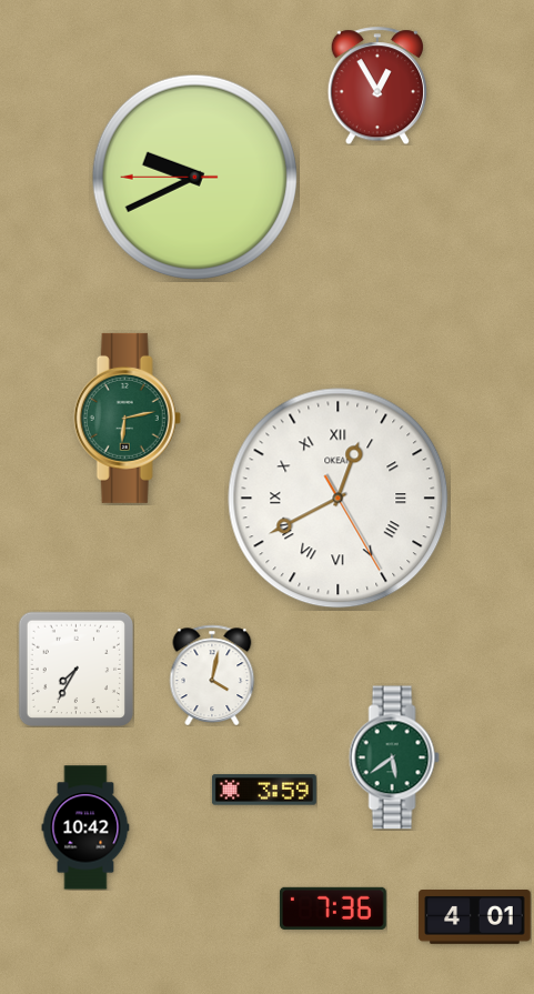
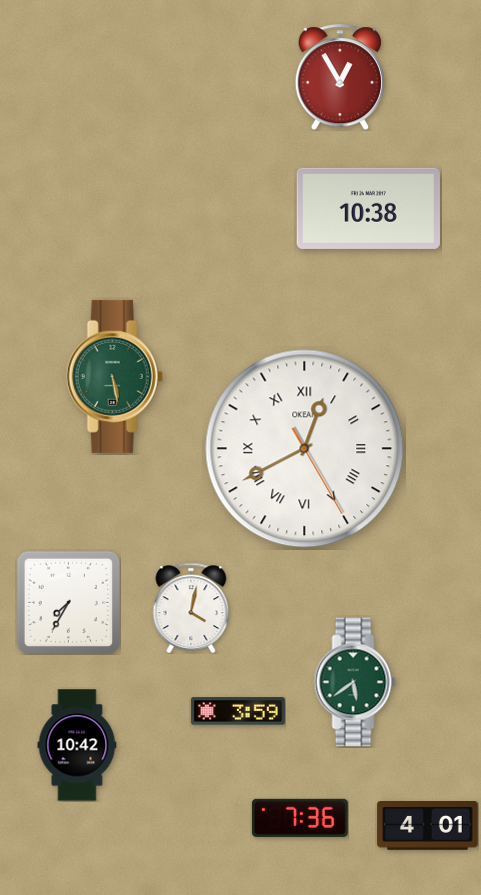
clock at (194, 177): 9:40 -> none
clock at (368, 208): none -> 10:38
clock at (127, 418): 6:13 -> 5:28
